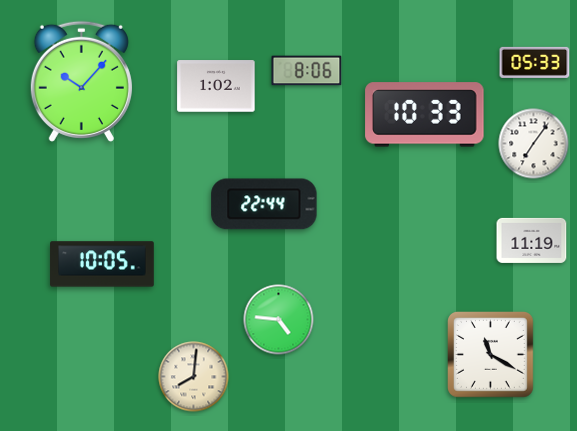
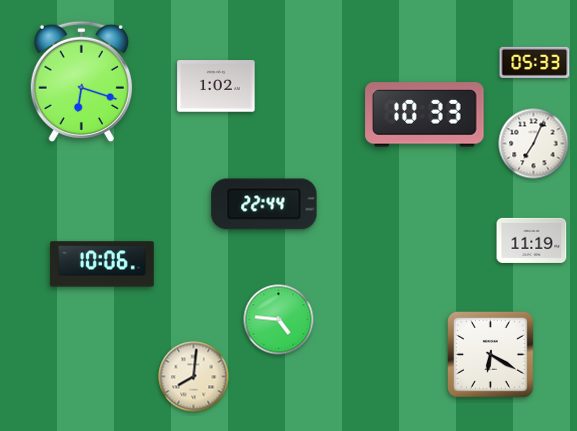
clock at (307, 71): 8:06 -> none
clock at (81, 81): 10:07 -> 6:18
clock at (534, 144): 7:06 -> 7:04
clock at (102, 264): 10:05 -> 10:06
clock at (491, 355): 11:20 -> 6:20
